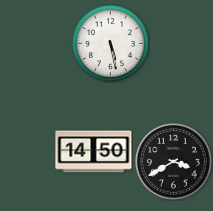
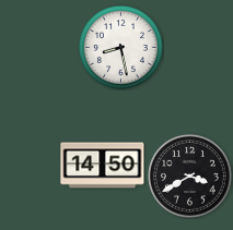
clock at (110, 43): 5:28 -> 8:28
